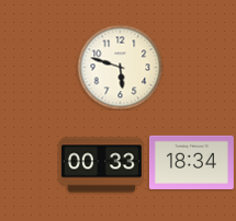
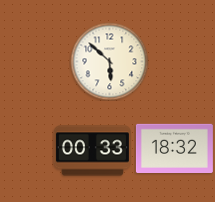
clock at (120, 67): 5:48 -> 5:52
clock at (191, 162): 18:34 -> 18:32
